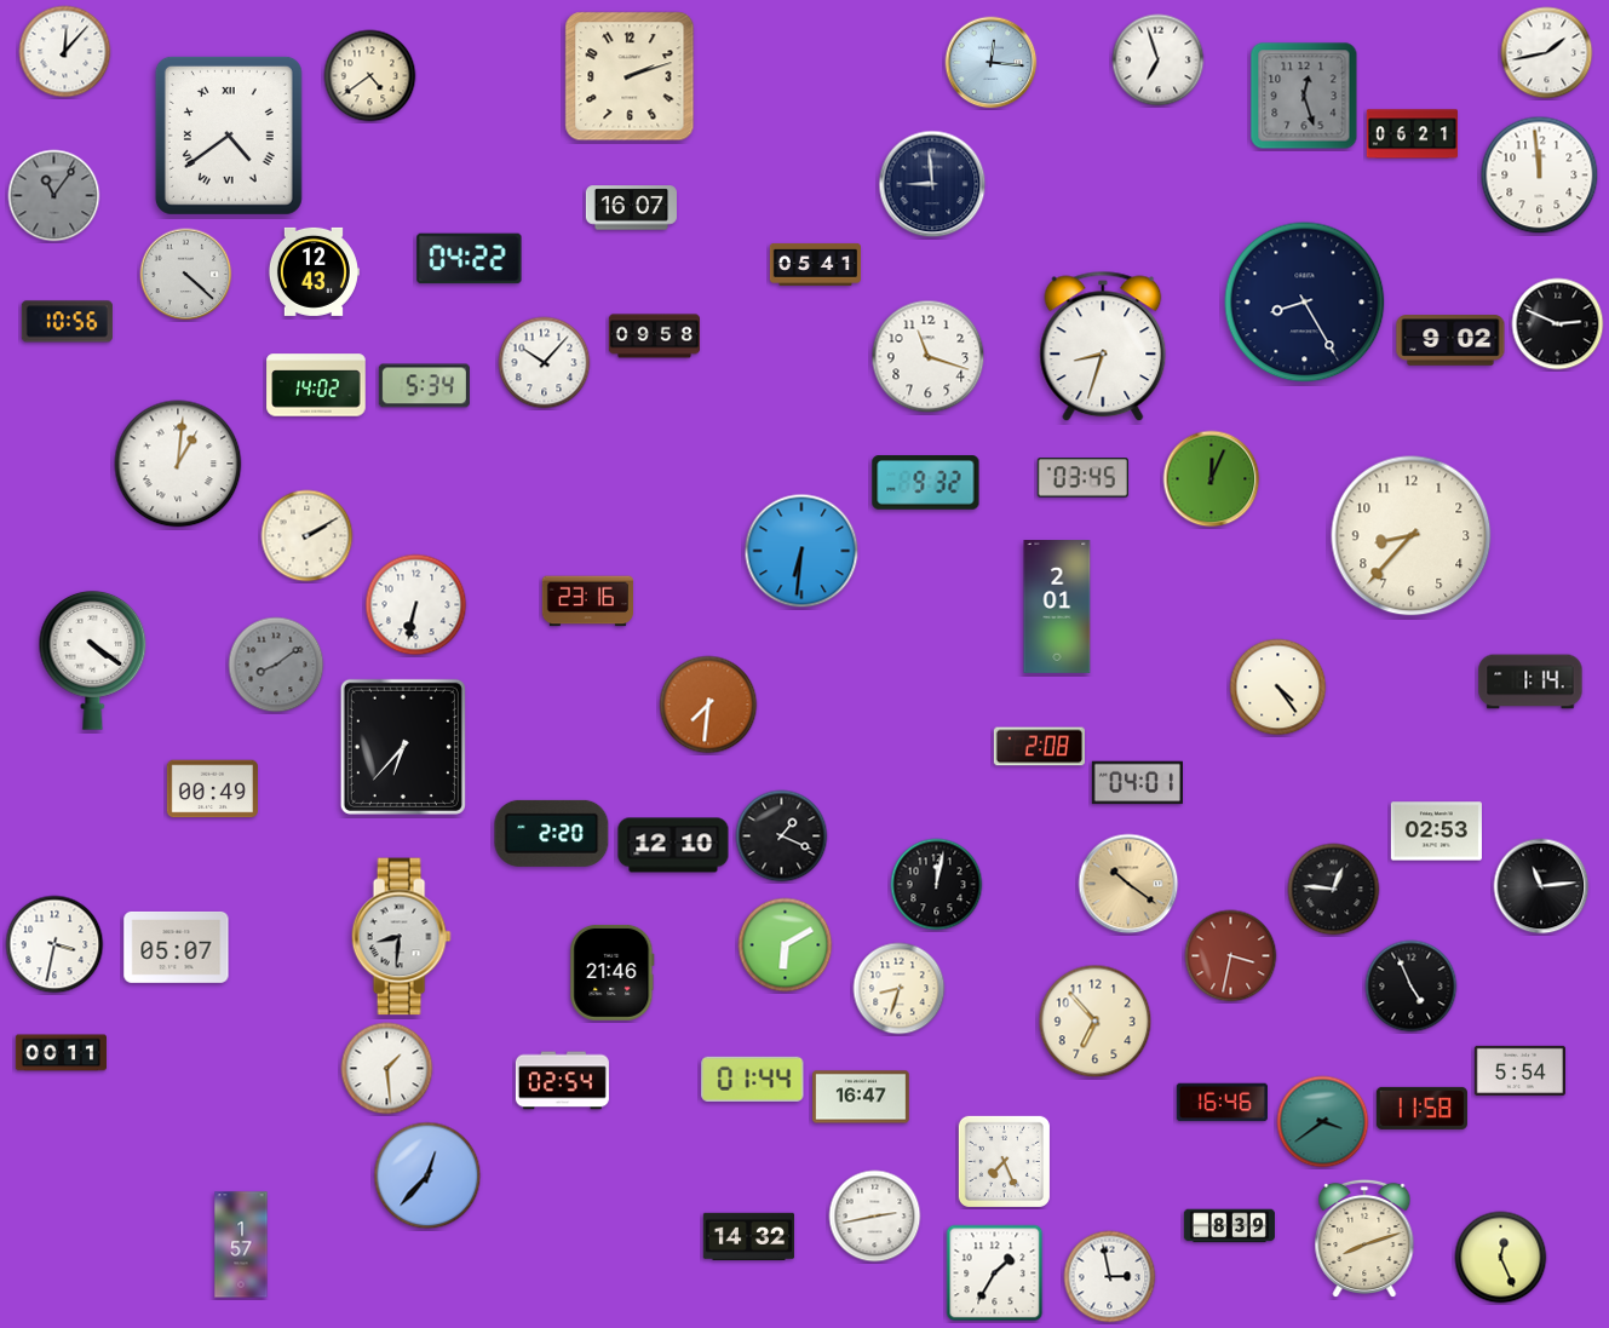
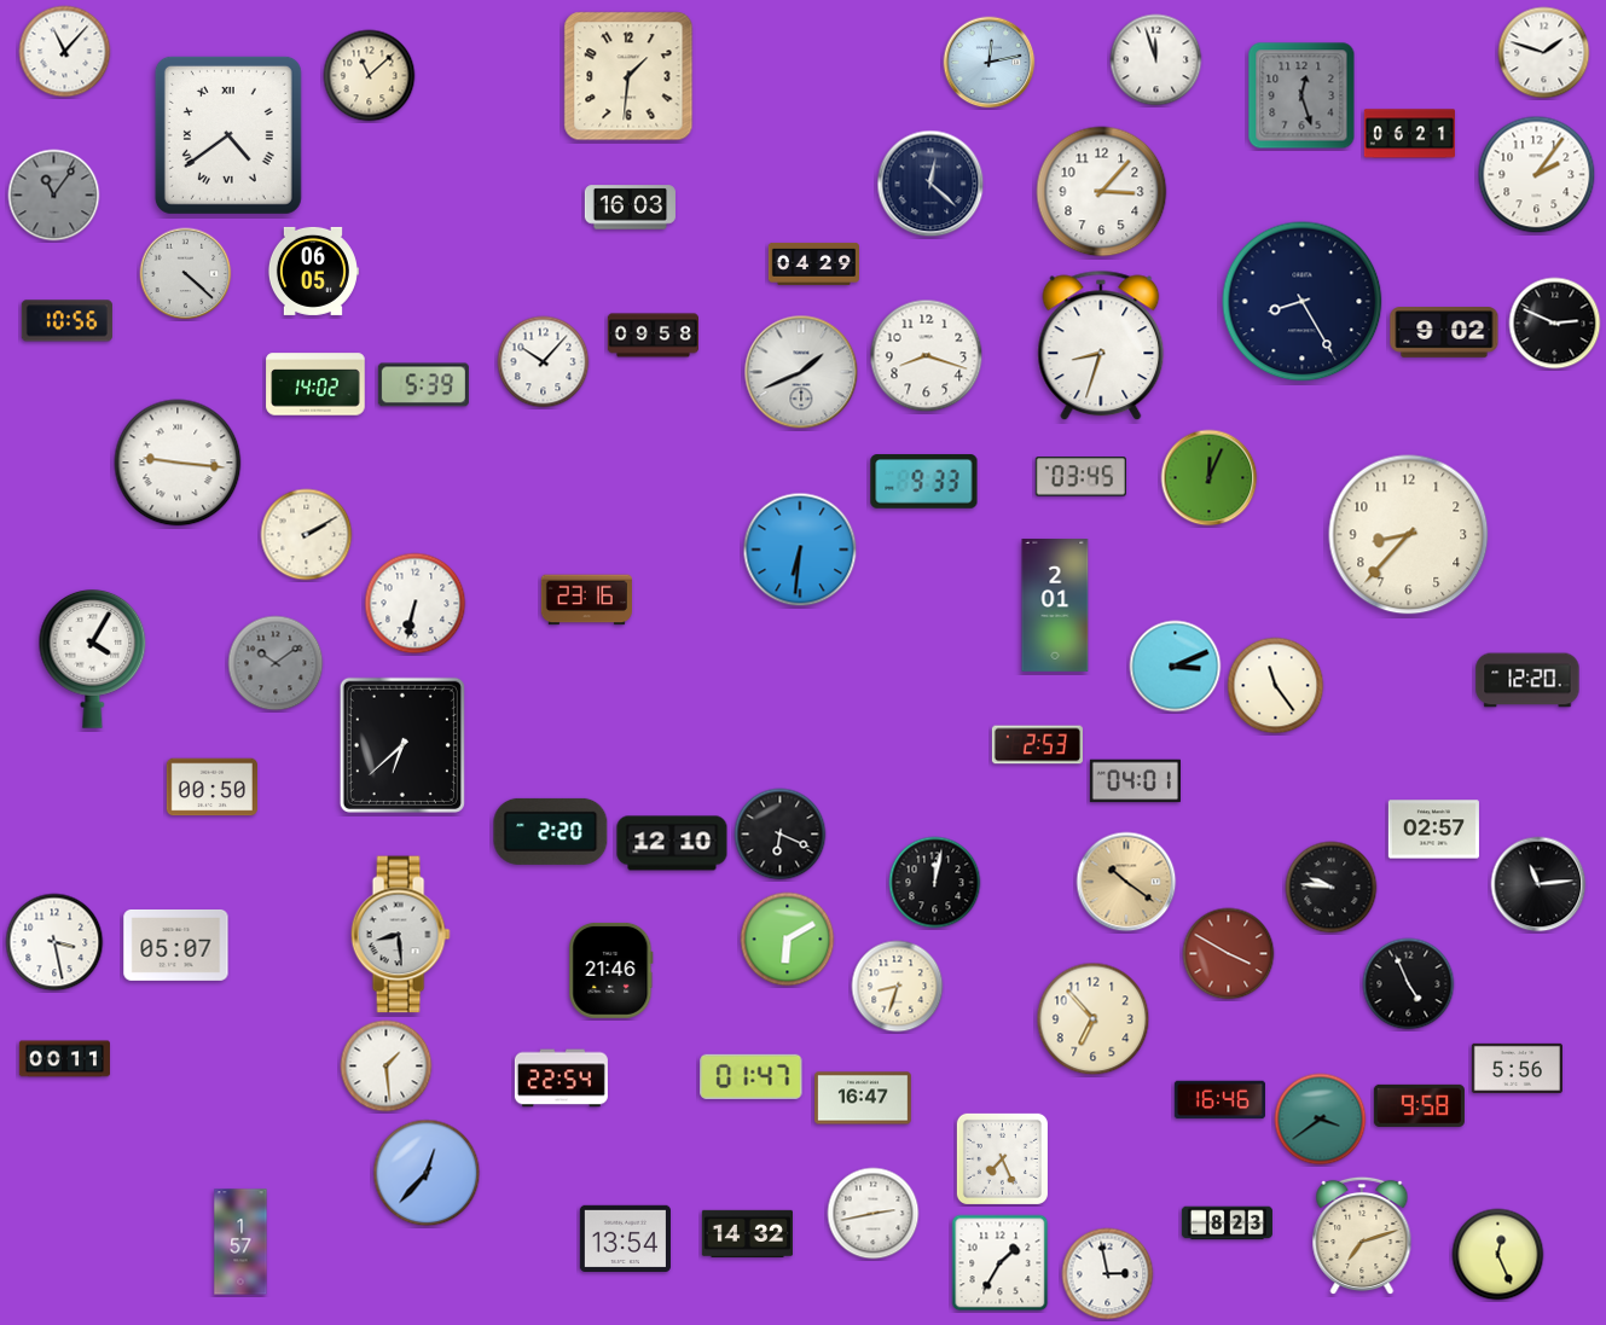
clock at (65, 52): 12:07 -> 11:07
clock at (1547, 53): 1:43 -> 1:48
clock at (1159, 61): 6:57 -> 11:57
clock at (992, 63): 12:16 -> 12:13
clock at (370, 76): 4:39 -> 11:08
clock at (630, 76): 2:12 -> 1:31
clock at (1540, 176): 11:59 -> 2:06
clock at (932, 184): 8:59 -> 12:22
clock at (1102, 192): none -> 3:07
clock at (631, 208): 16:07 -> 16:03
clock at (470, 259): 04:22 -> none
clock at (815, 264): 05:41 -> 04:29
clock at (314, 271): 12:43 -> 06:05
clock at (1450, 340) position: (1450, 340) -> (1444, 332)
clock at (929, 357): 11:18 -> 8:18
clock at (801, 372): none -> 1:41
clock at (424, 386): 5:34 -> 5:39
clock at (178, 464): 1:01 -> 9:16
clock at (926, 483): 9:32 -> 9:33
clock at (93, 660): 4:21 -> 4:05
clock at (276, 665): 8:09 -> 10:09
clock at (1176, 667): none -> 3:11
clock at (1530, 682): 1:14 -> 12:20
clock at (1278, 688): 4:24 -> 11:24
clock at (708, 705): 7:31 -> none
clock at (403, 747): 6:37 -> 6:38
clock at (1039, 747): 2:08 -> 2:53
clock at (212, 789): 00:49 -> 00:50
clock at (1436, 832): 02:53 -> 02:57
clock at (782, 837): 1:19 -> 6:19
clock at (1334, 890): 12:46 -> 9:46
clock at (401, 937): 8:31 -> 8:29
clock at (54, 944): 3:32 -> 3:28
clock at (786, 945) position: (786, 945) -> (788, 940)
clock at (1231, 956): 3:32 -> 3:50
clock at (61, 1053) position: (61, 1053) -> (64, 1059)
clock at (1519, 1070): 5:54 -> 5:56
clock at (753, 1079): 01:44 -> 01:47
clock at (562, 1081): 02:54 -> 22:54
clock at (862, 1097) position: (862, 1097) -> (864, 1098)
clock at (1421, 1108): 11:58 -> 9:58
clock at (1229, 1226): 8:39 -> 8:23
clock at (1364, 1238): 8:12 -> 7:12
clock at (625, 1238): none -> 13:54
clock at (995, 1274) position: (995, 1274) -> (1001, 1263)
